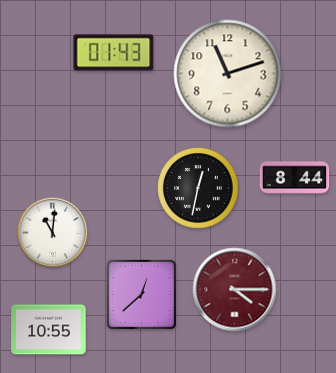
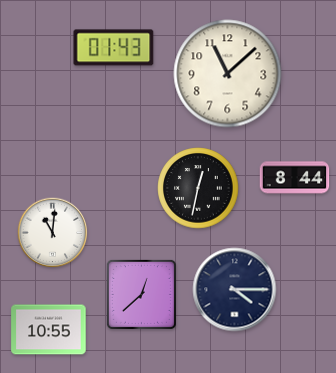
clock at (114, 53) position: (114, 53) -> (114, 48)
clock at (228, 74): 11:12 -> 11:08
clock at (235, 290) dial: burgundy -> navy
